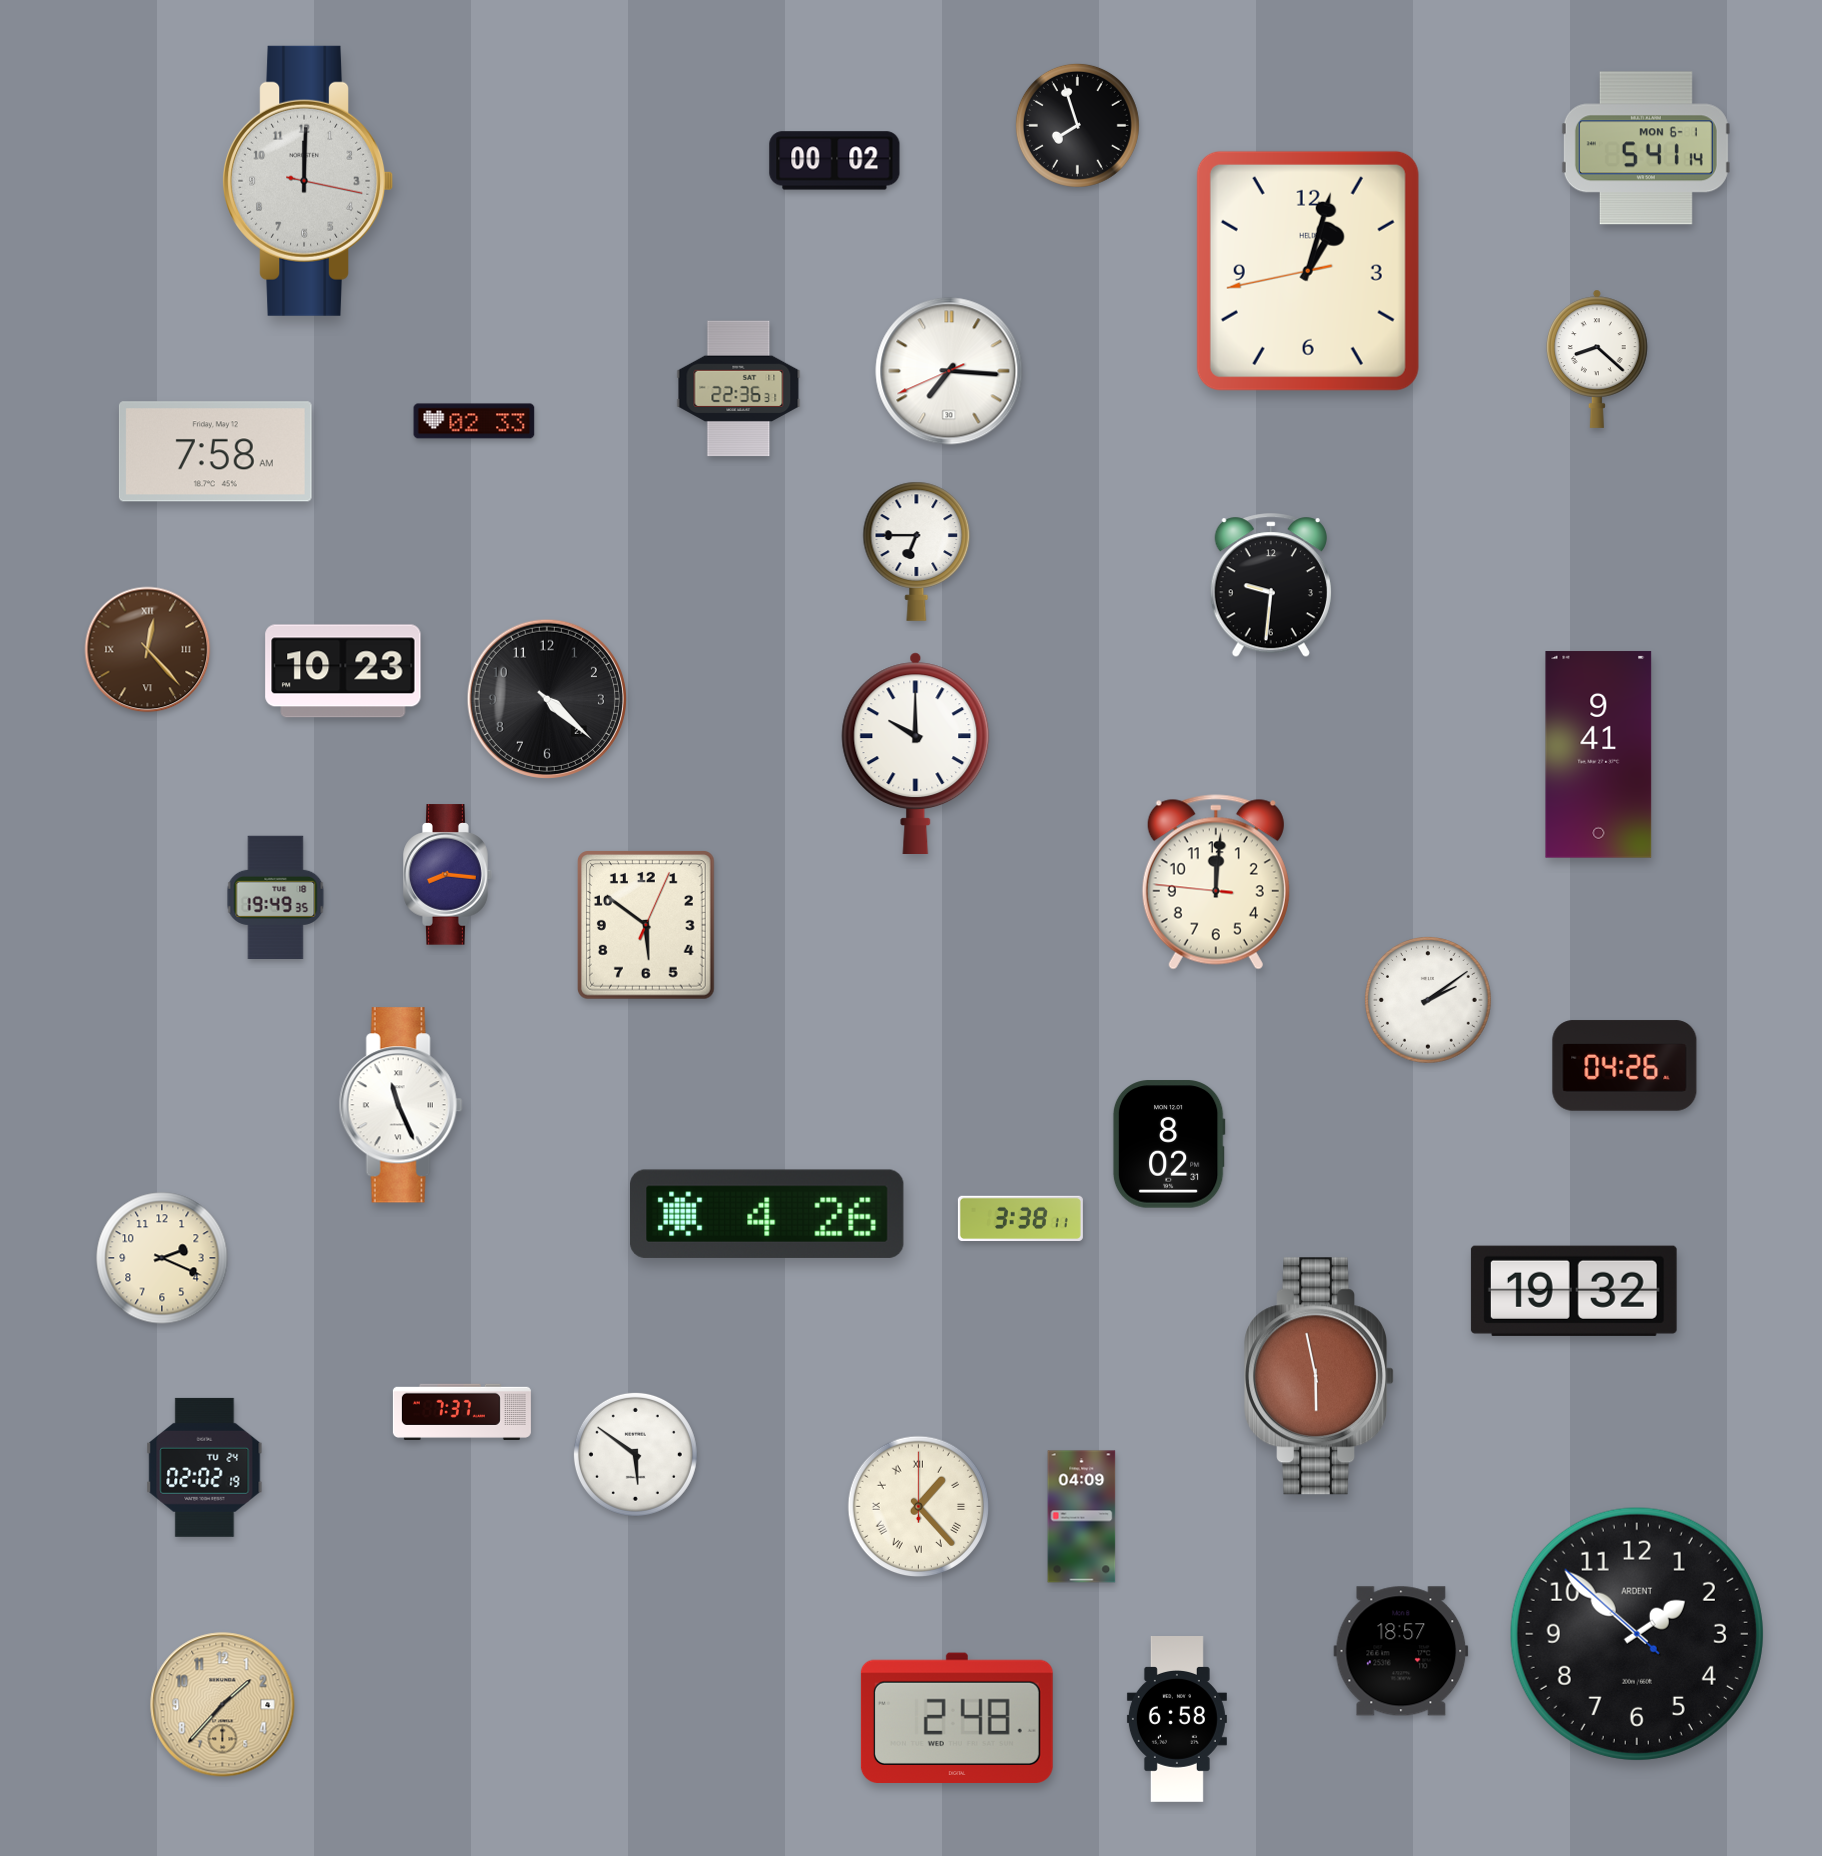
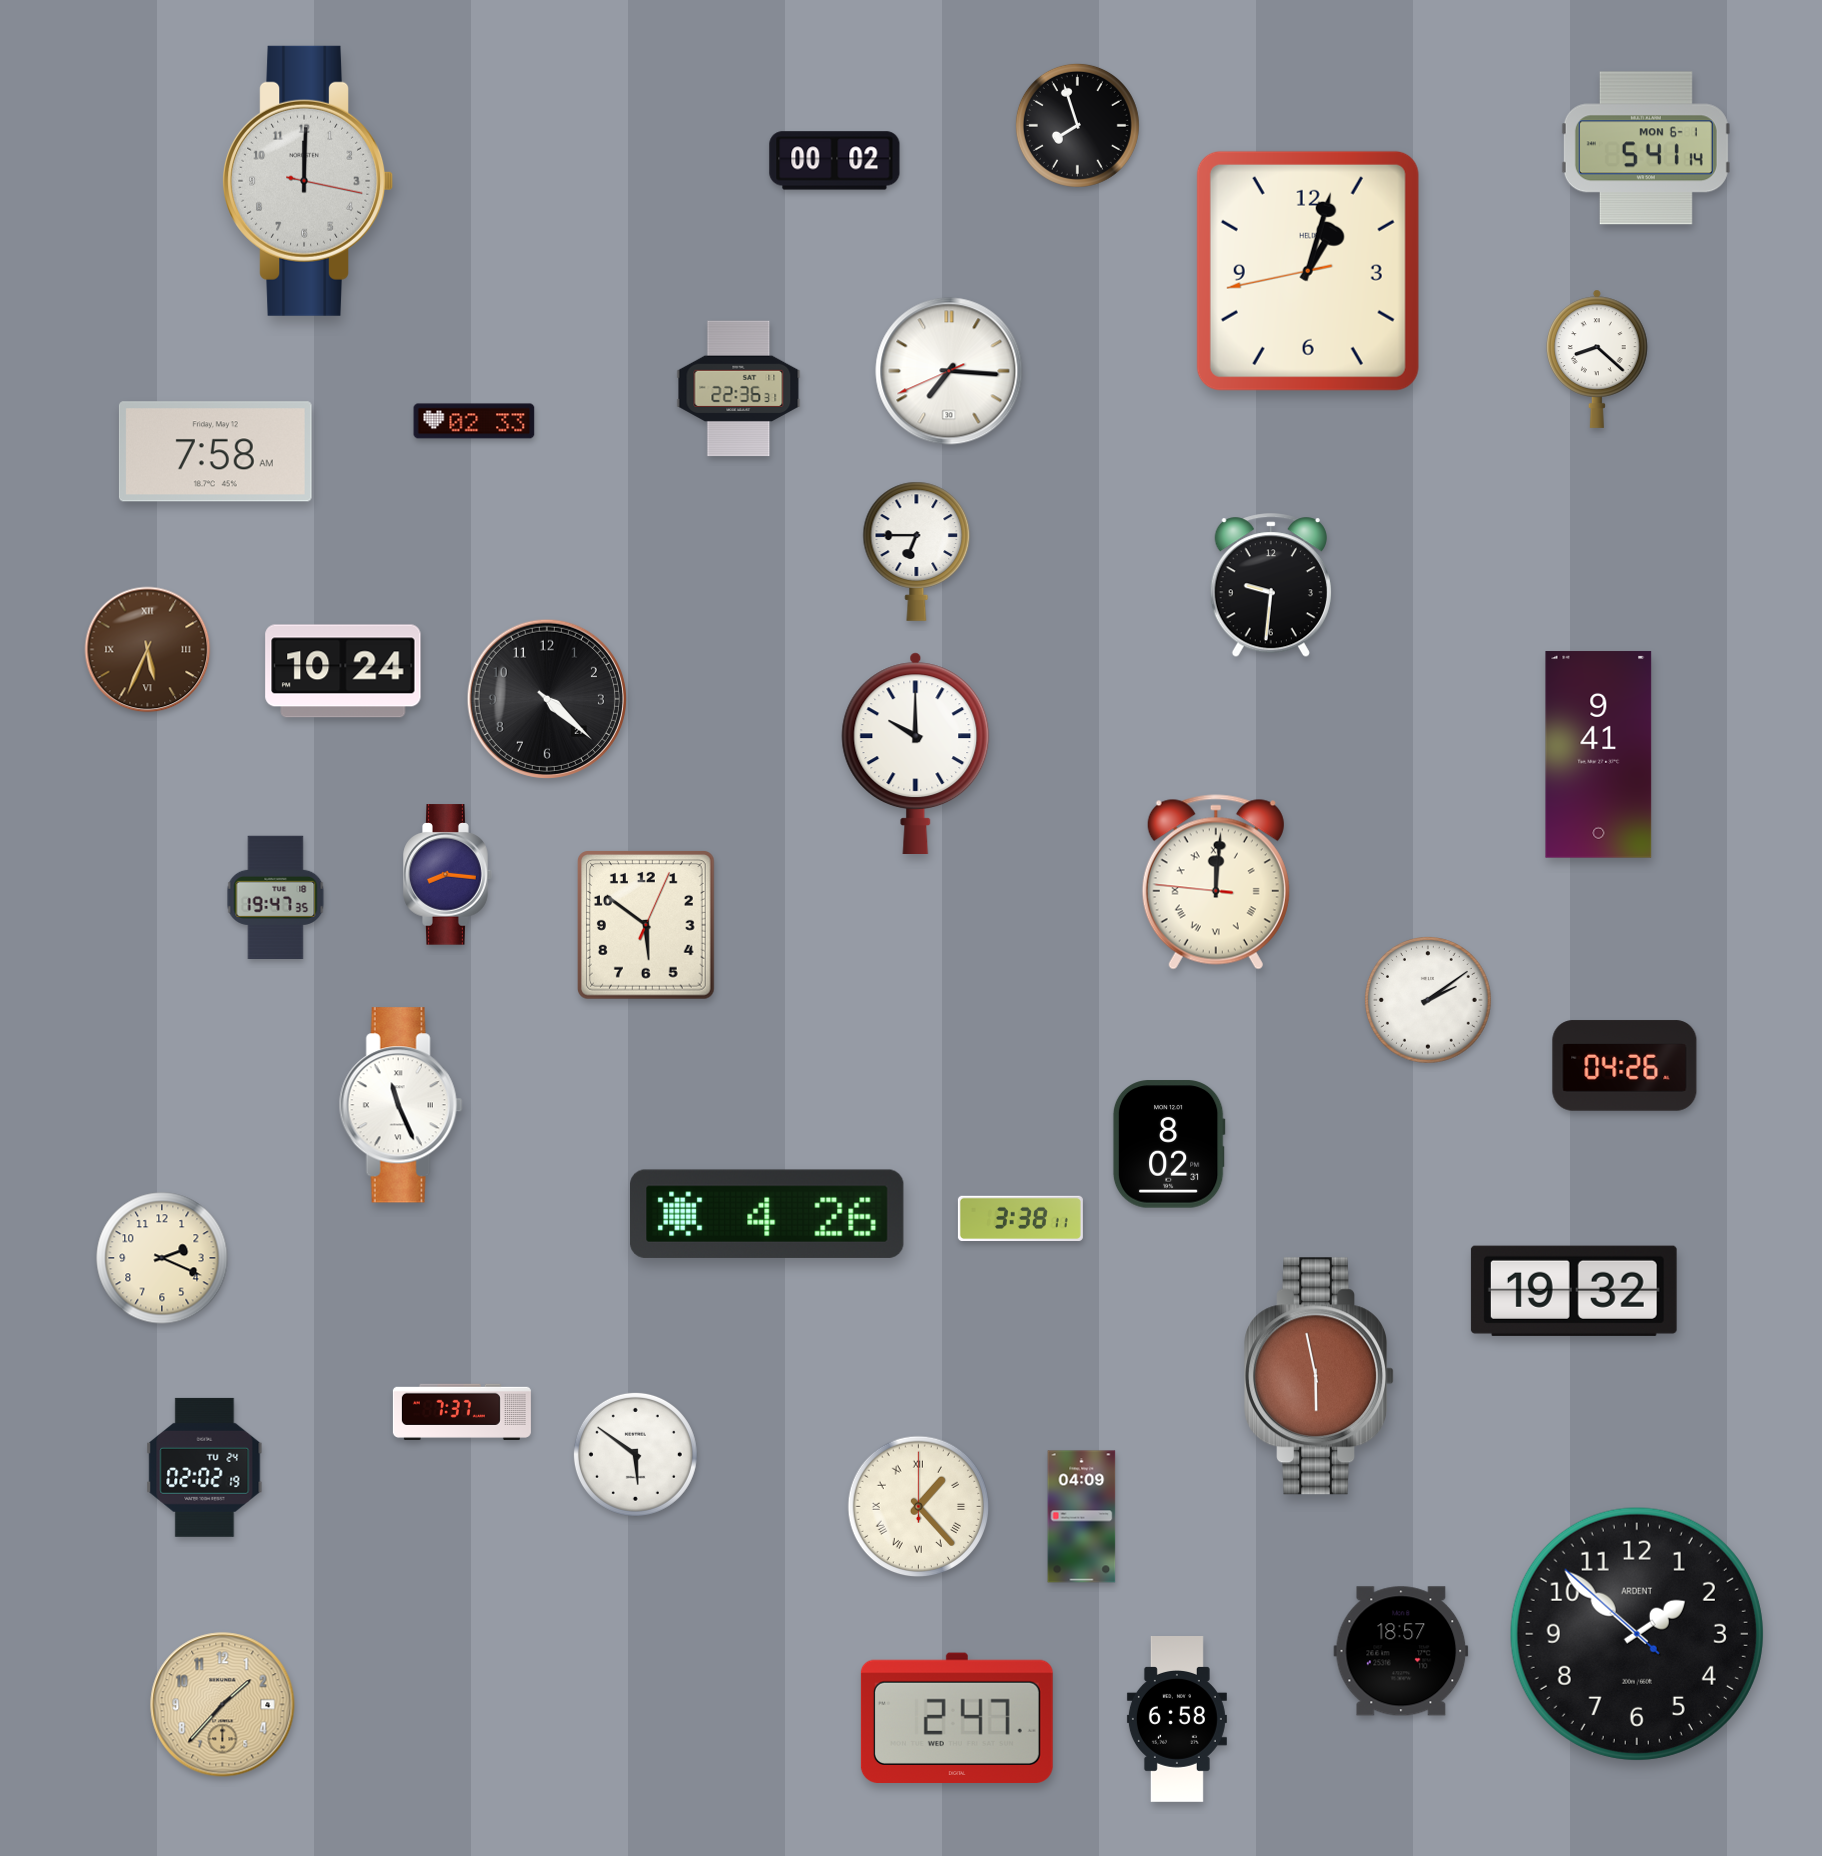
clock at (148, 650): 12:23 -> 5:34
clock at (343, 671): 10:23 -> 10:24
clock at (1216, 882) numerals: Arabic -> Roman
clock at (276, 897): 19:49 -> 19:47
clock at (957, 1717): 2:48 -> 2:47
